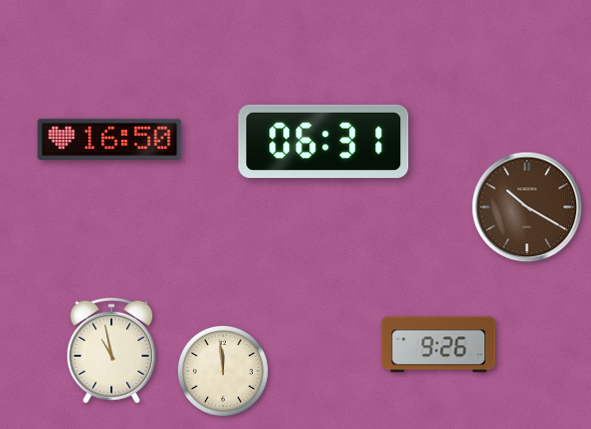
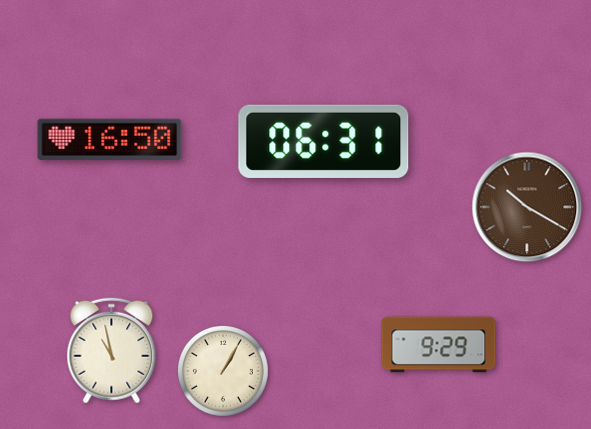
clock at (439, 345): 9:26 -> 9:29
clock at (223, 371): 11:59 -> 1:05
